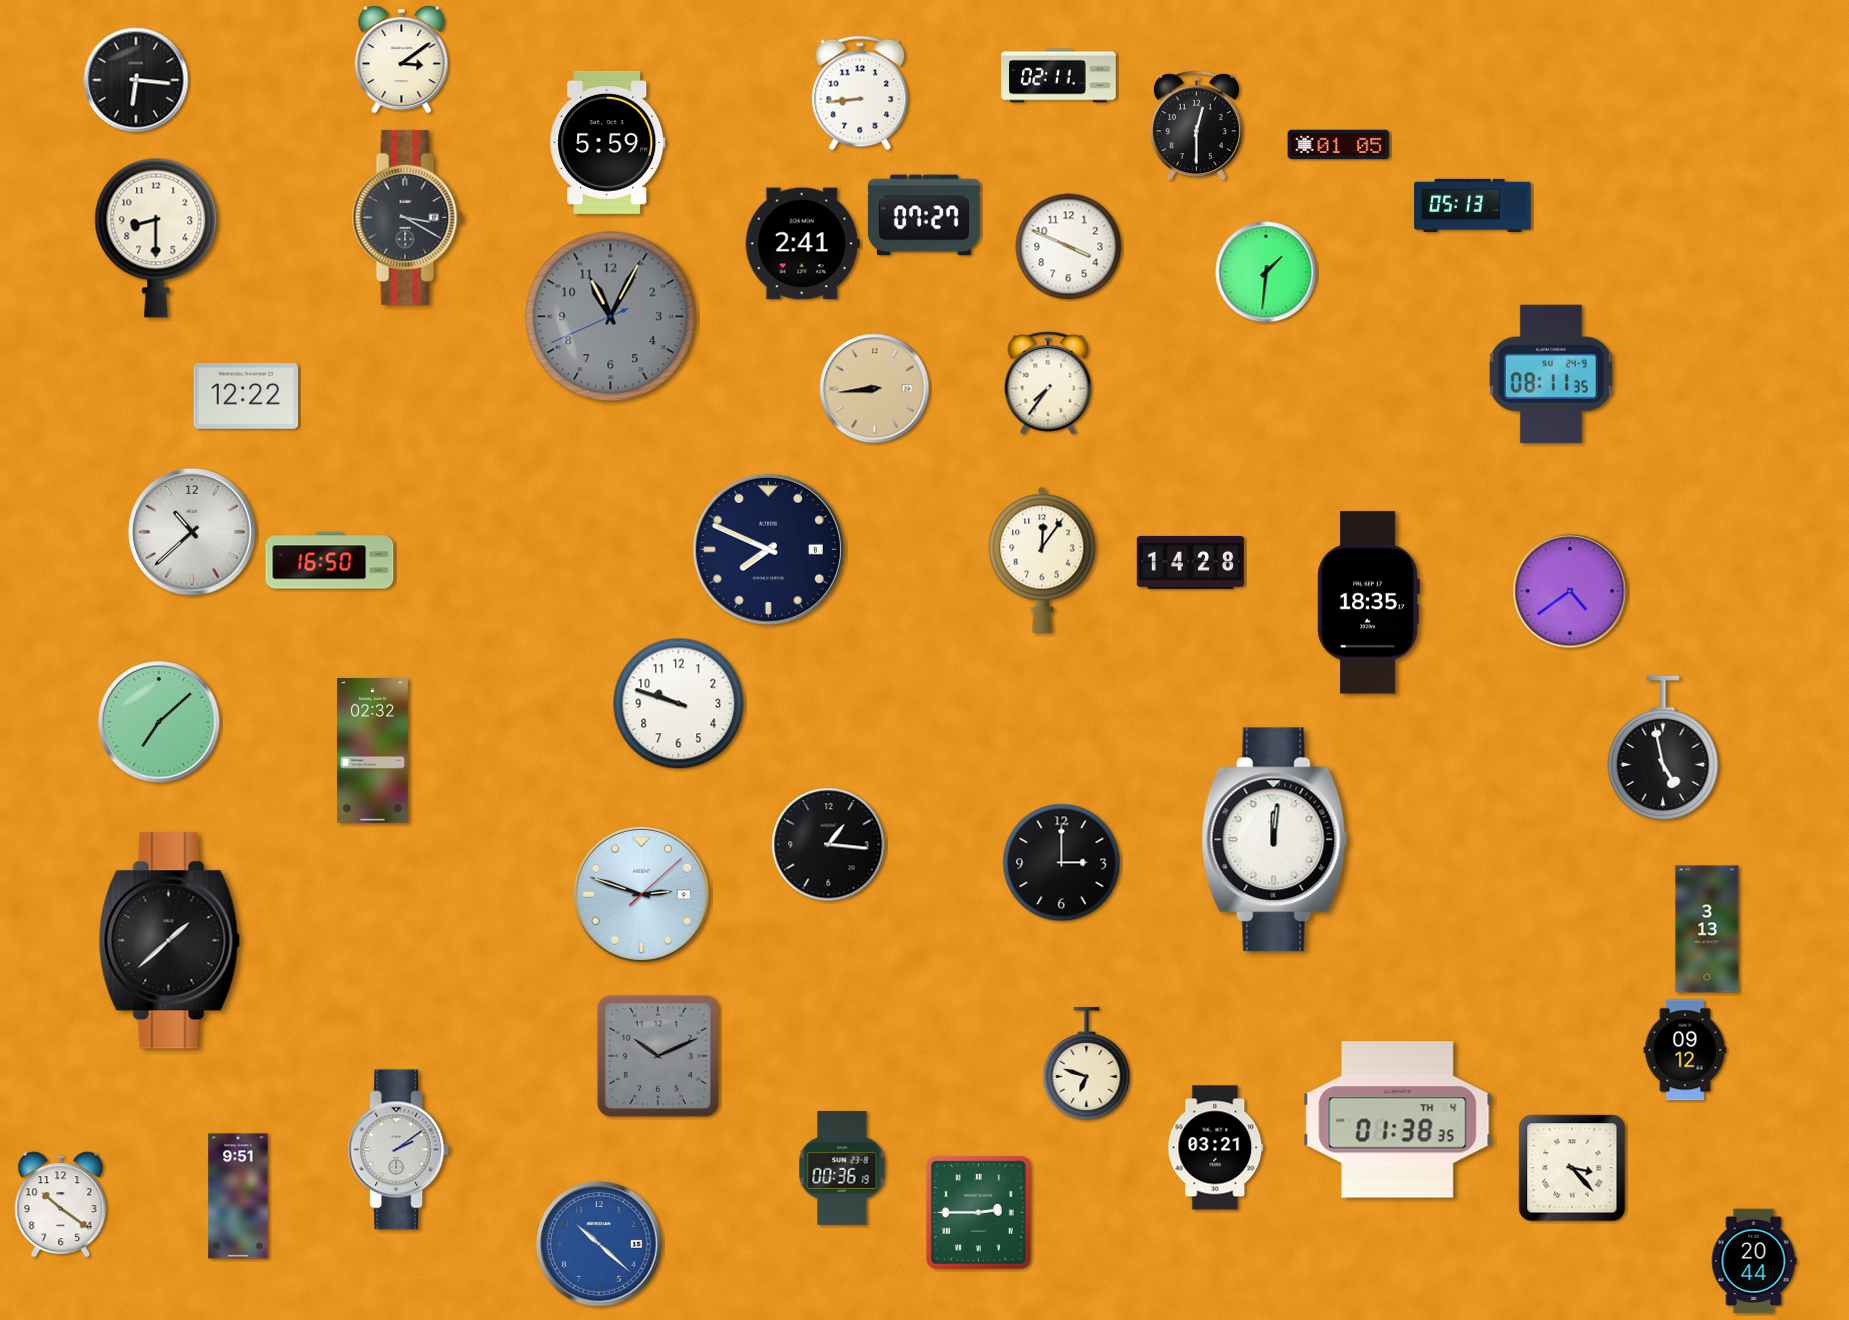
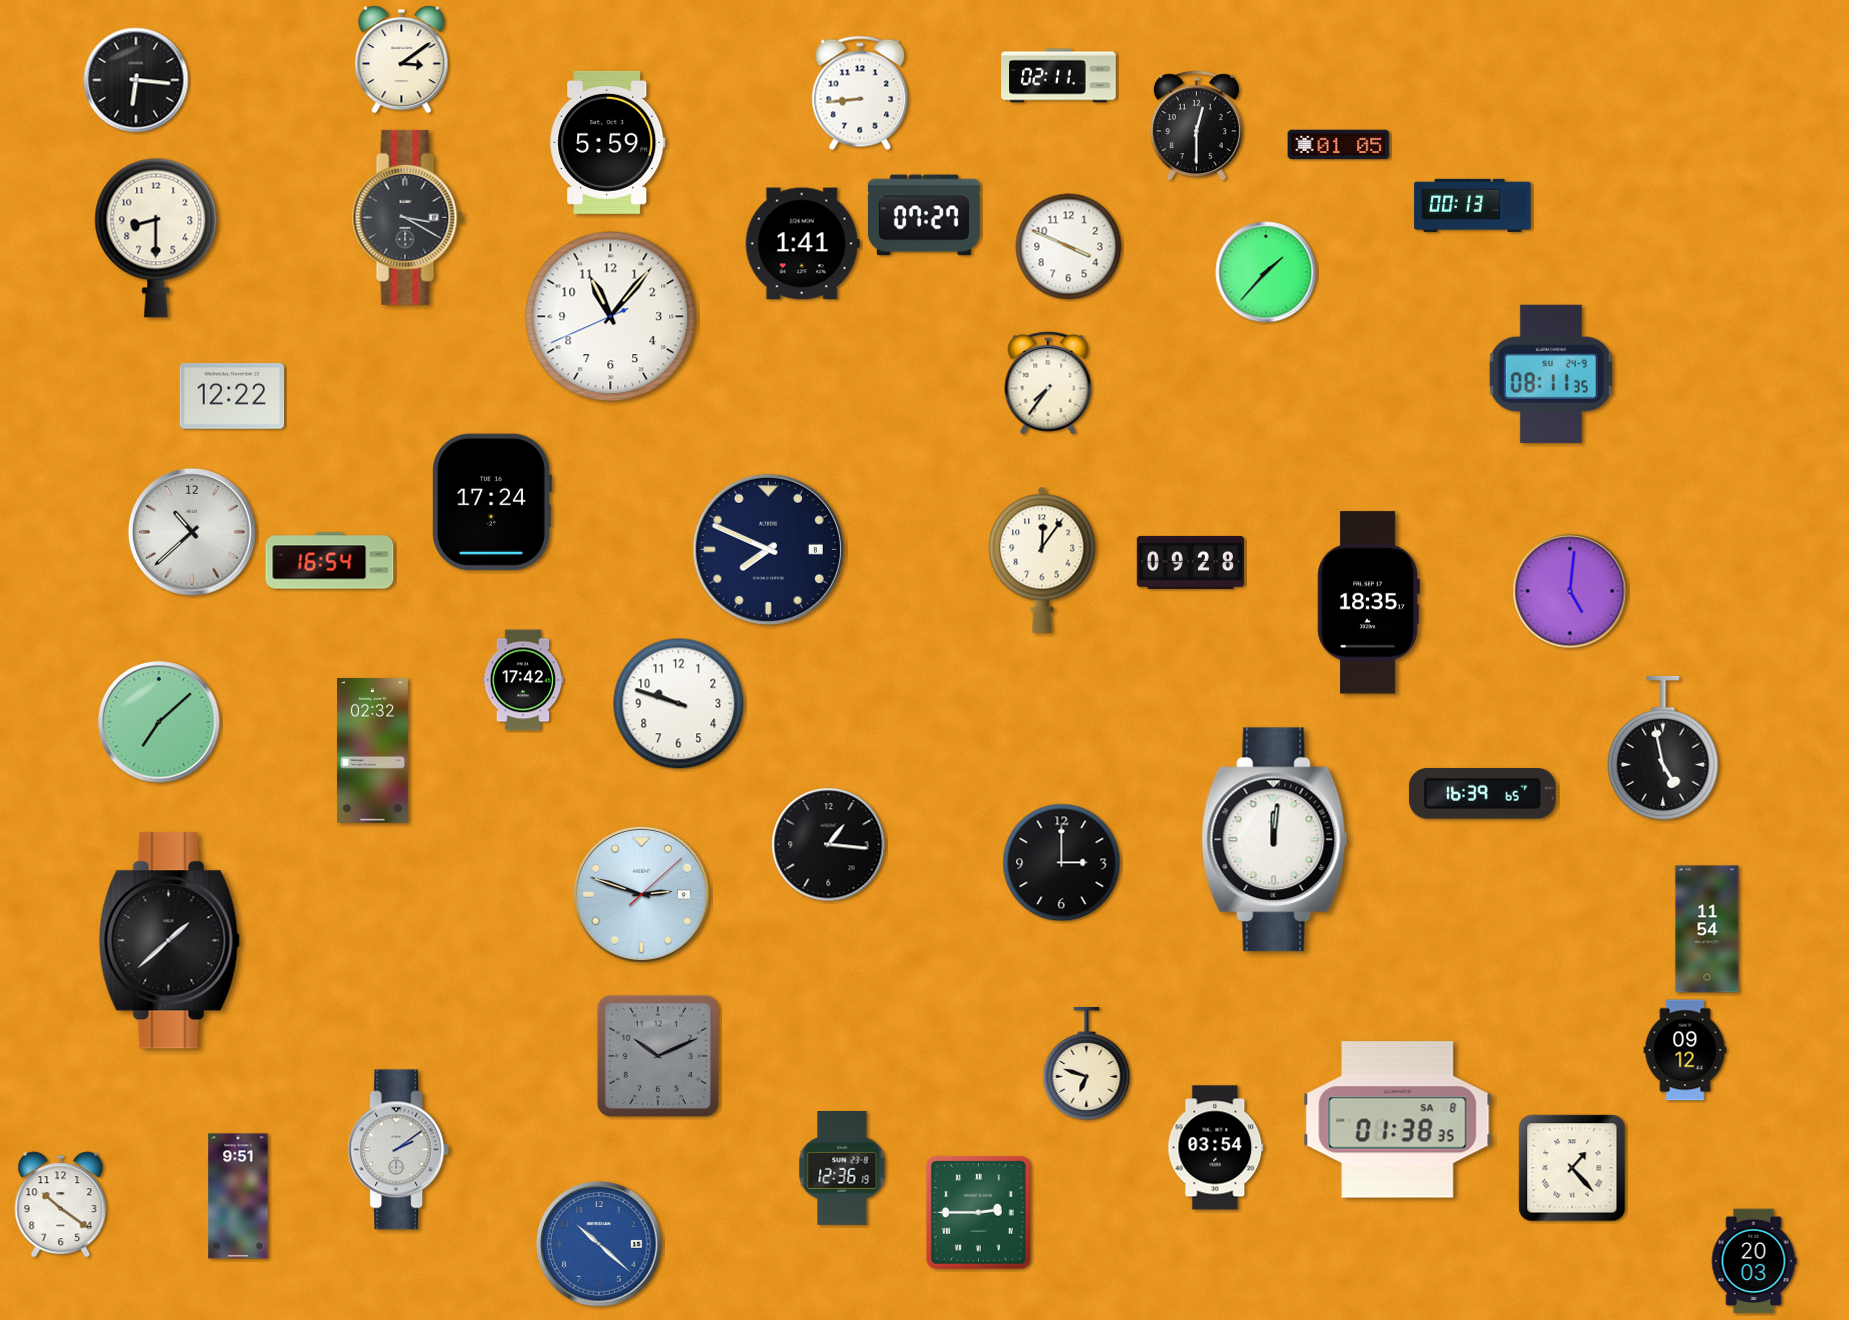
clock at (1473, 205): 05:13 -> 00:13
clock at (802, 244): 2:41 -> 1:41
clock at (1266, 272): 1:31 -> 1:37
clock at (611, 317): 11:04 -> 11:06
clock at (611, 317) dial: grey -> white
clock at (875, 389): 8:44 -> none
clock at (246, 396) position: (246, 396) -> (232, 396)
clock at (492, 501): none -> 17:24
clock at (330, 561): 16:50 -> 16:54
clock at (1190, 562): 14:28 -> 09:28
clock at (1570, 591): 4:39 -> 5:01
clock at (523, 680): none -> 17:42
clock at (1482, 794): none -> 16:39
clock at (1707, 929): 3:13 -> 11:54
clock at (1398, 1120) date: TH 4 -> SA 8
clock at (1216, 1148): 03:21 -> 03:54
clock at (1572, 1168): 3:23 -> 1:23
clock at (842, 1169): 00:36 -> 12:36
clock at (1754, 1261): 20:44 -> 20:03
